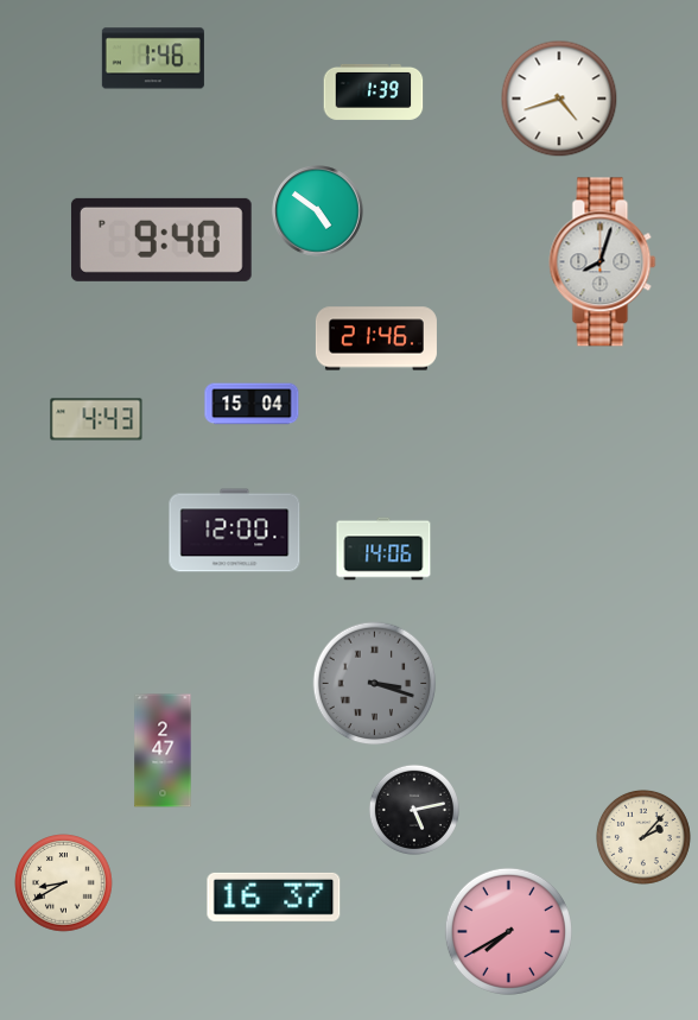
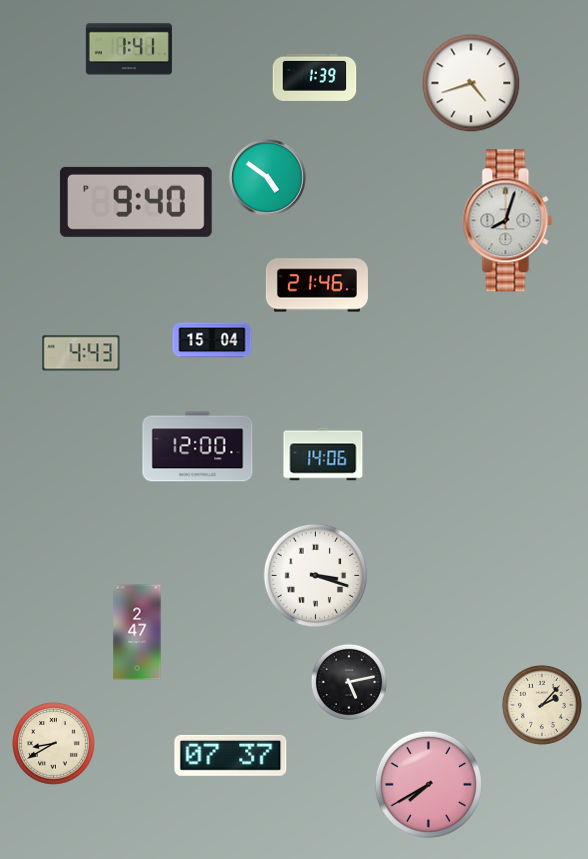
clock at (153, 58): 1:46 -> 1:41
clock at (383, 549) position: (383, 549) -> (323, 454)
clock at (375, 684) dial: grey -> white
clock at (274, 897): 16:37 -> 07:37
